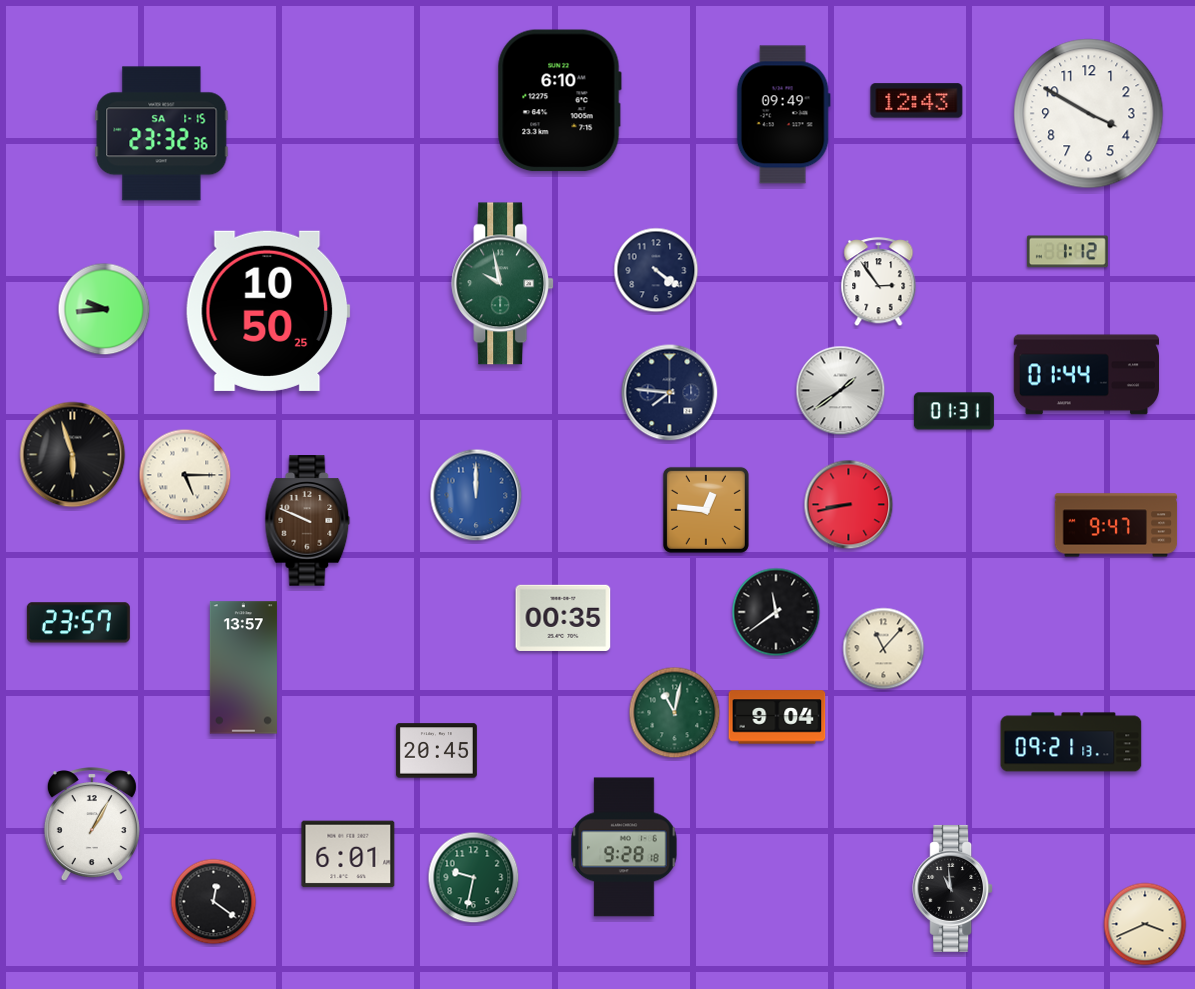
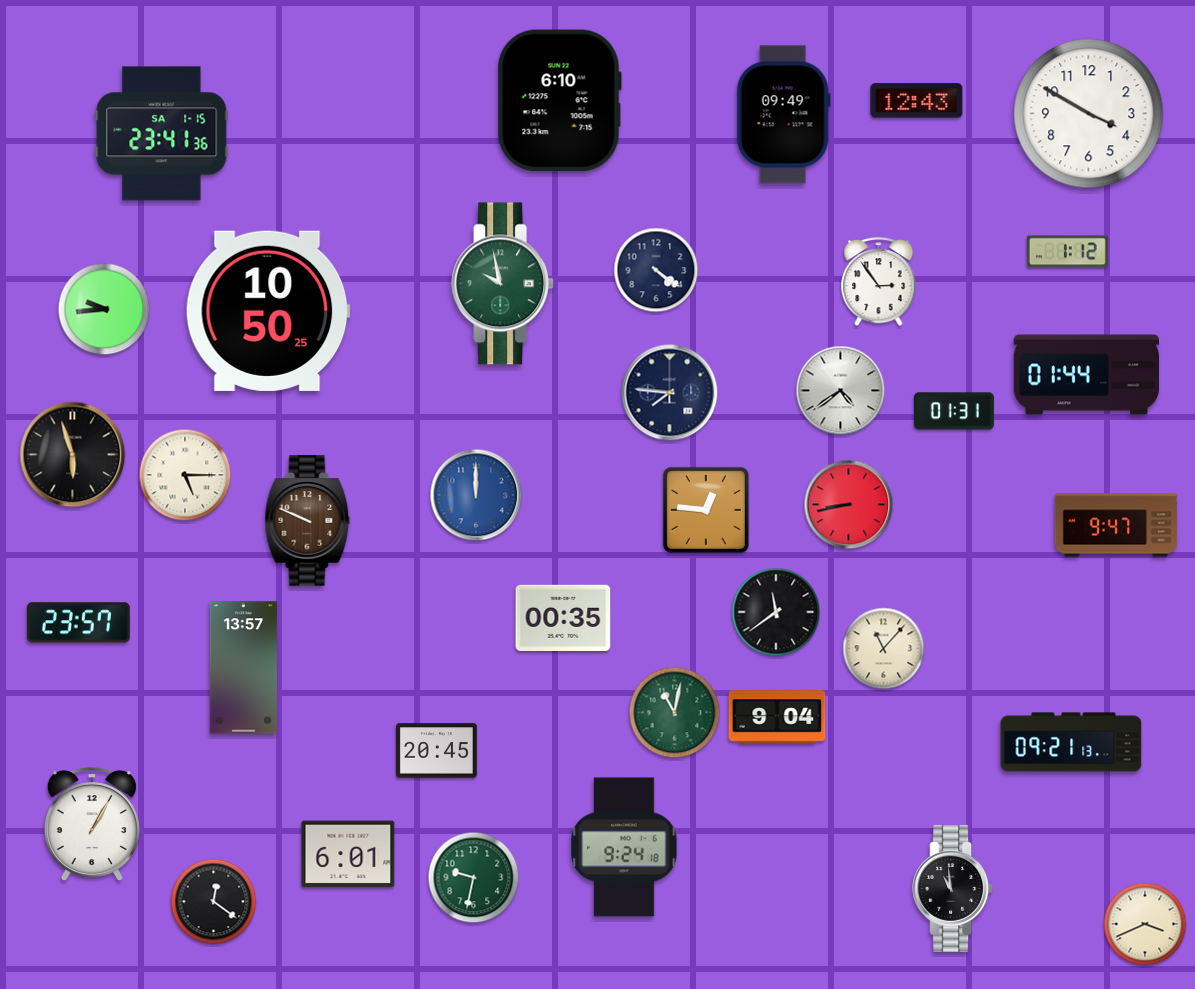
clock at (162, 134): 23:32 -> 23:41
clock at (841, 391): 1:39 -> 4:39
clock at (624, 847): 9:28 -> 9:24
